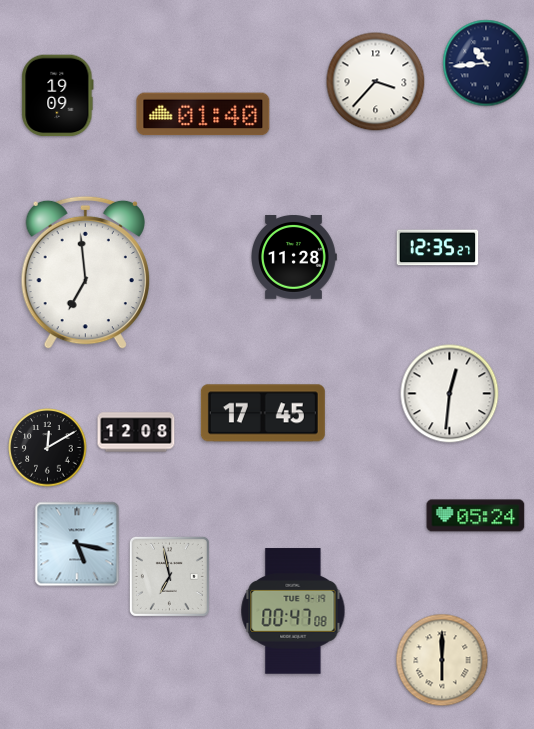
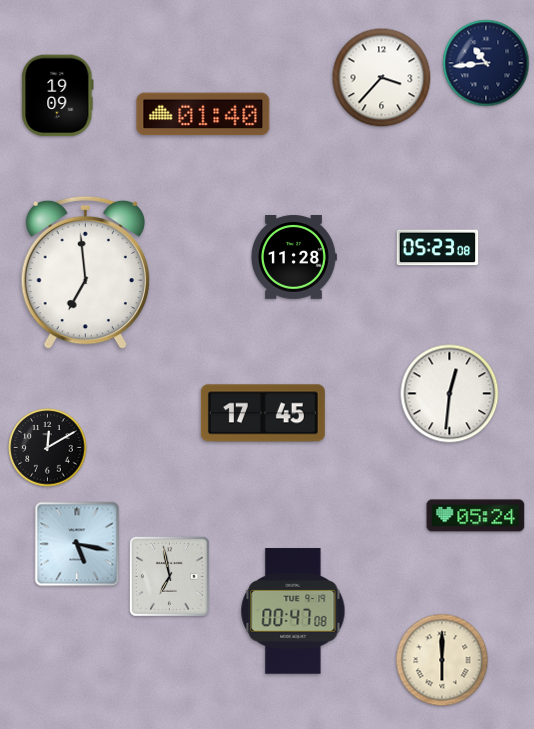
clock at (376, 82) position: (376, 82) -> (382, 78)
clock at (438, 248): 12:35 -> 05:23
clock at (136, 432): 12:08 -> none
